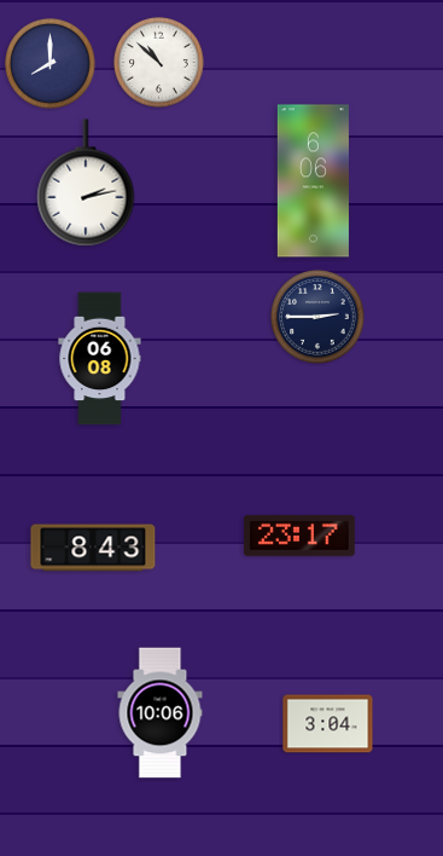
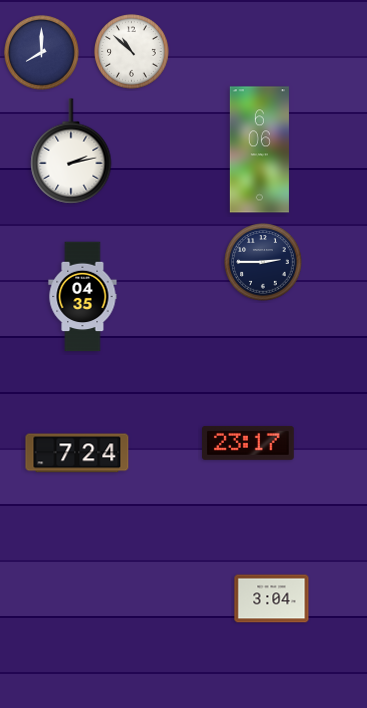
clock at (100, 359): 06:08 -> 04:35
clock at (93, 548): 8:43 -> 7:24
clock at (161, 713): 10:06 -> none
